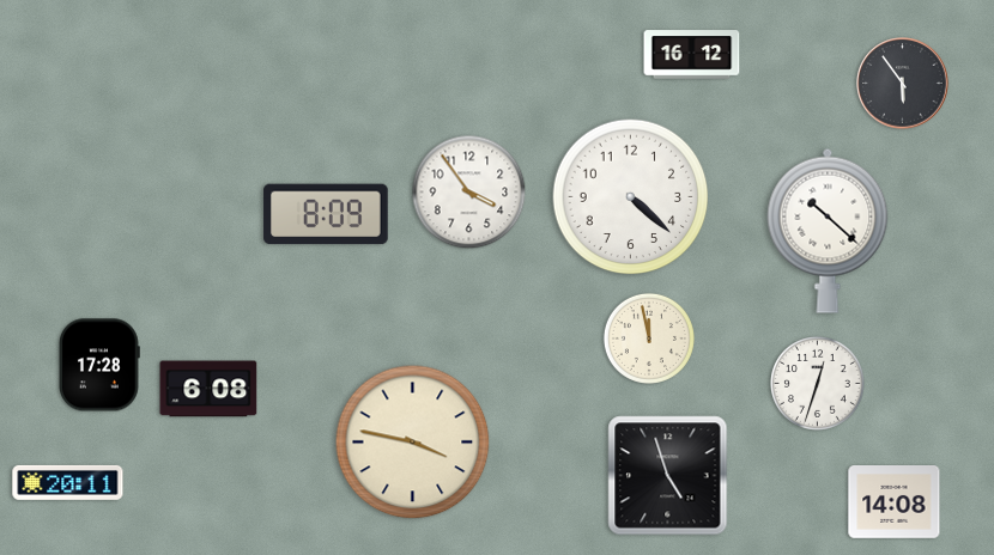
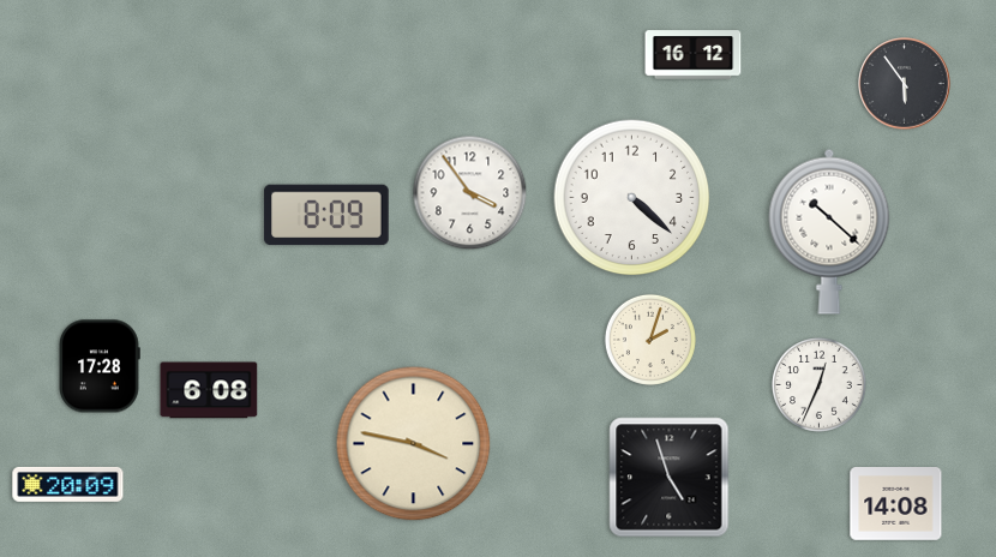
clock at (649, 339): 11:58 -> 2:03
clock at (818, 384): 12:33 -> 12:34
clock at (68, 482): 20:11 -> 20:09
